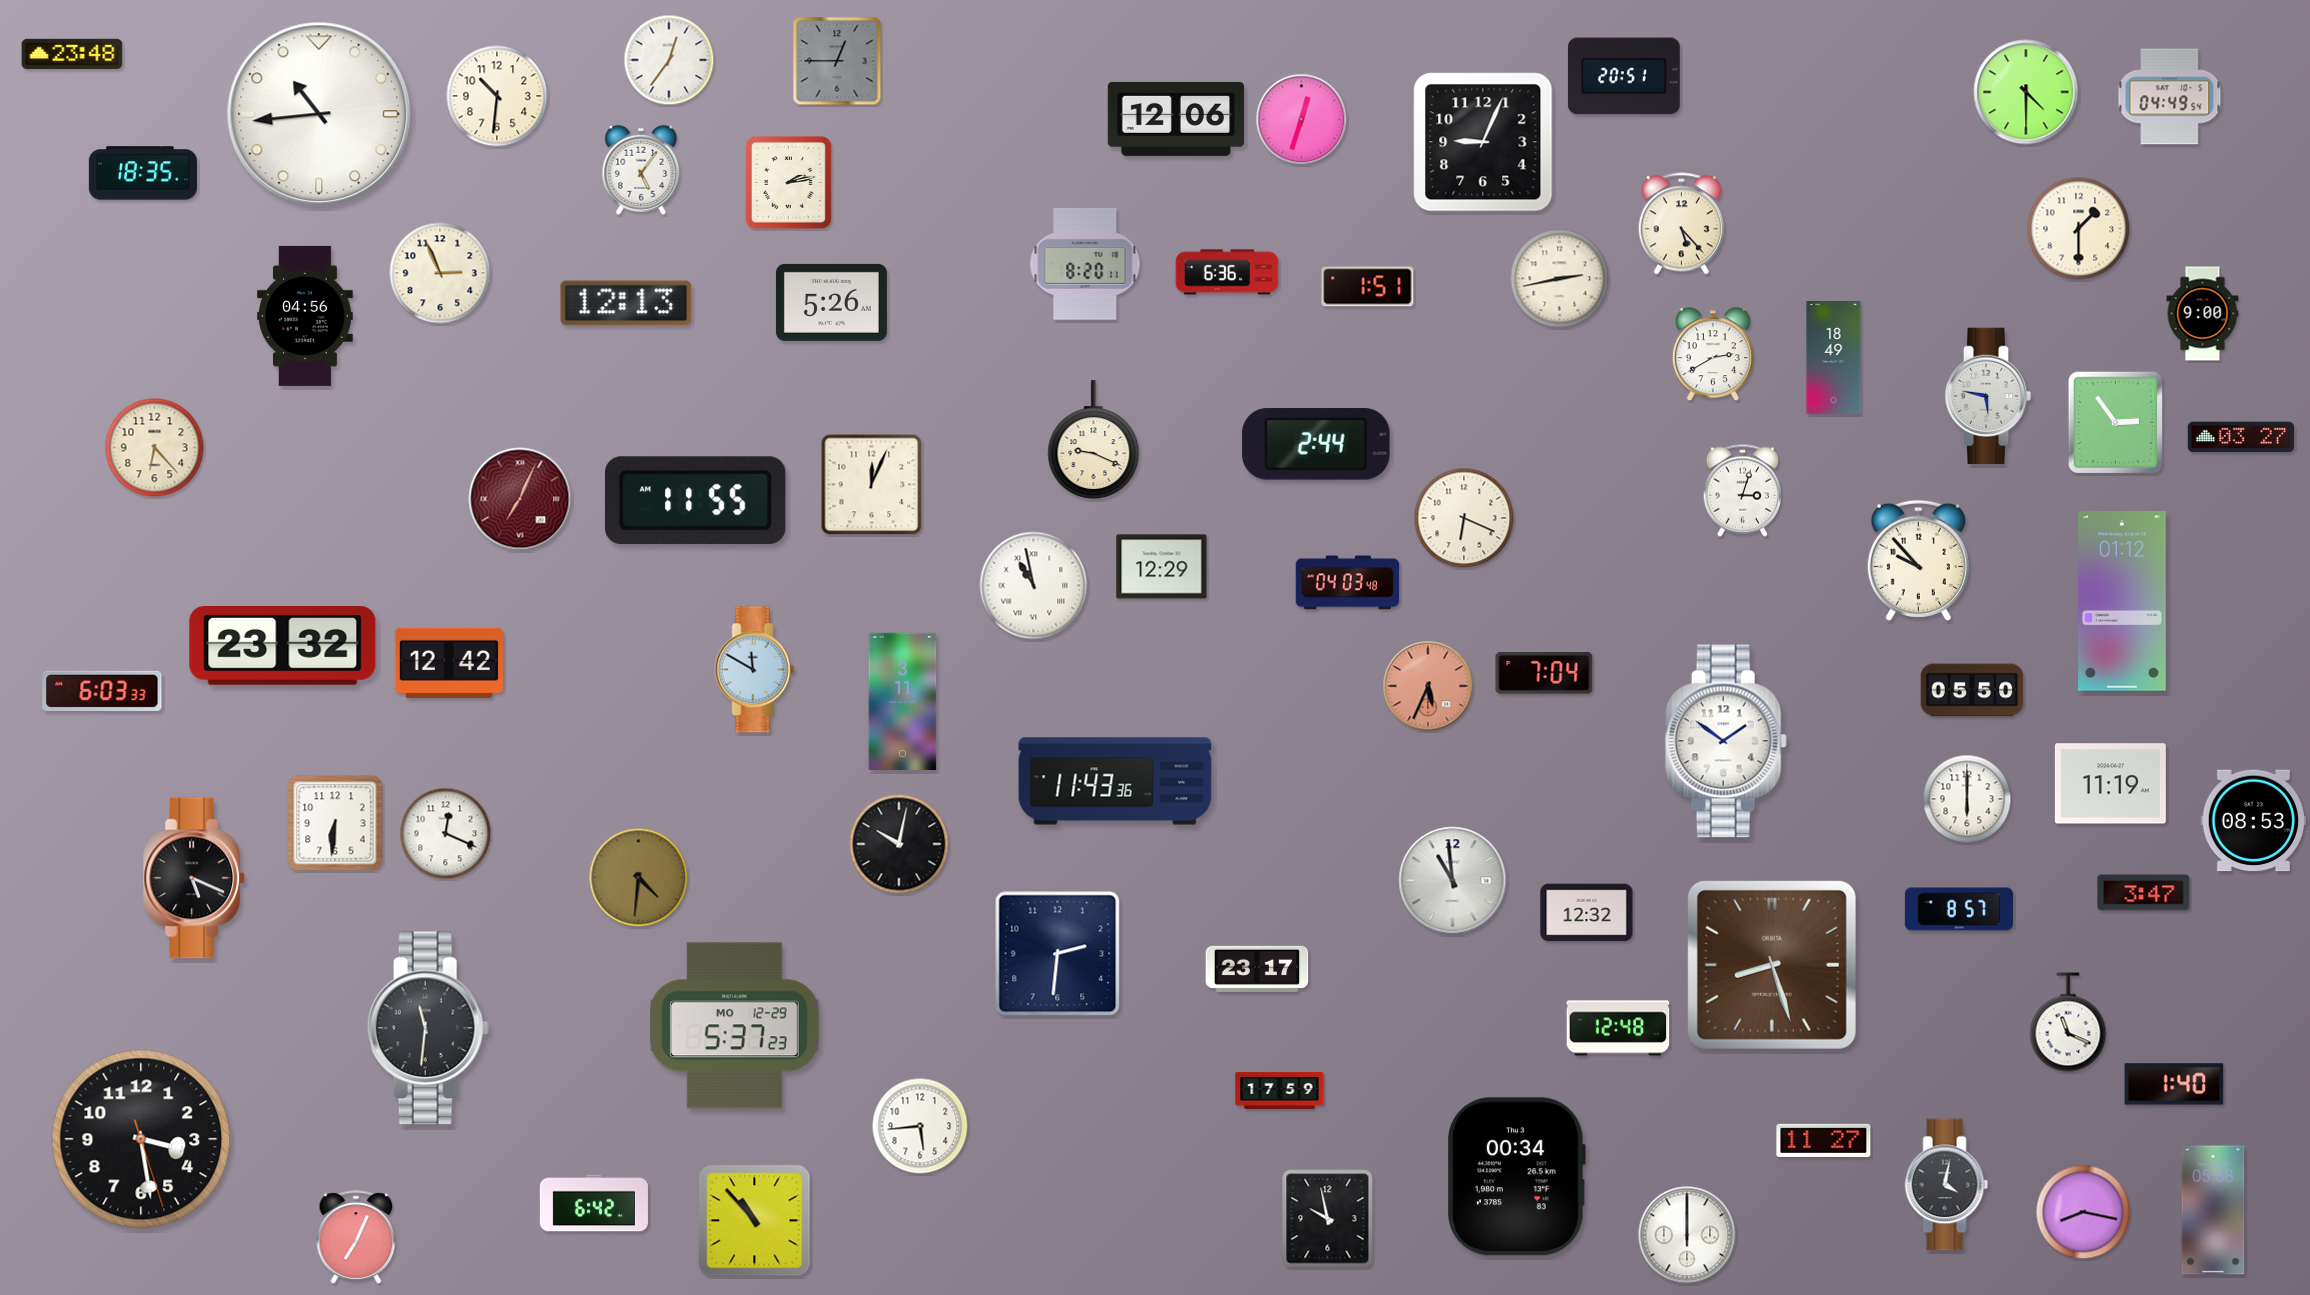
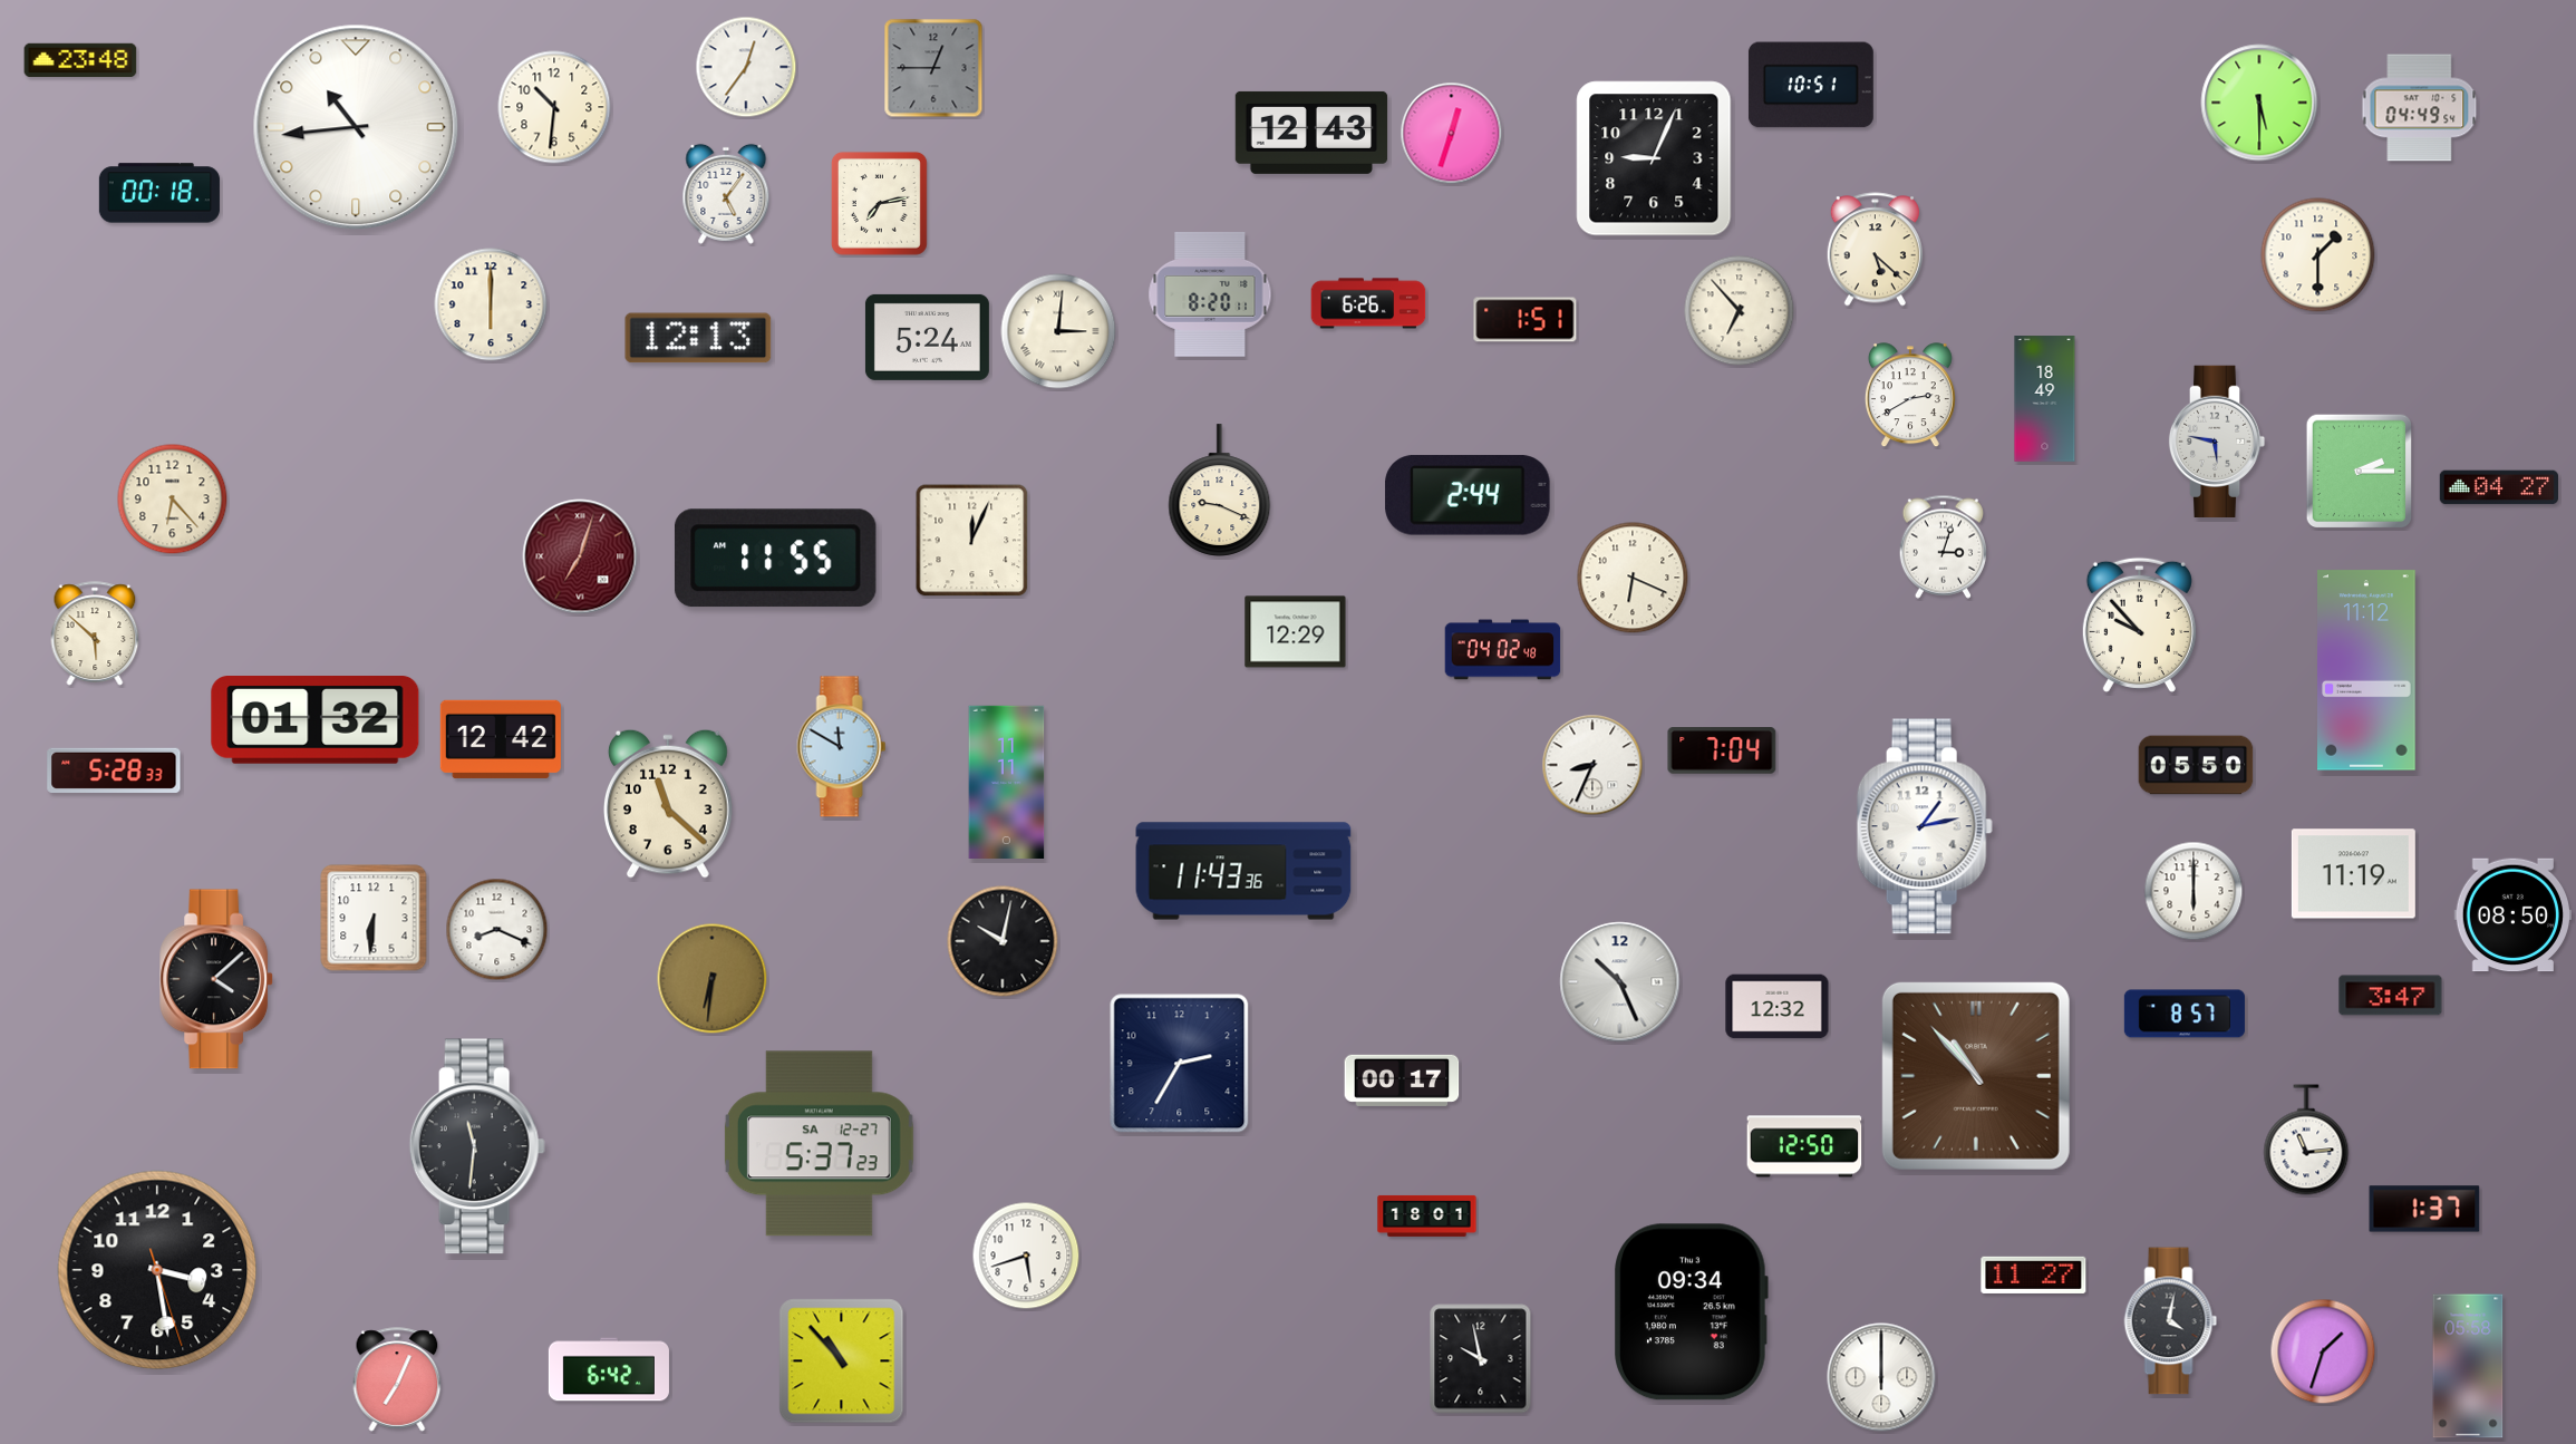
clock at (1624, 76): 20:51 -> 10:51
clock at (2026, 92): 4:30 -> 5:30
clock at (1176, 119): 12:06 -> 12:43
clock at (641, 170) position: (641, 170) -> (726, 194)
clock at (143, 173): 18:35 -> 00:18
clock at (788, 182): 2:13 -> 7:13
clock at (1681, 224): 5:23 -> 5:22
clock at (1227, 272): 6:36 -> 6:26
clock at (440, 273): 2:56 -> 6:00
clock at (1560, 279): 2:43 -> 6:53
clock at (1058, 331): none -> 3:01
clock at (831, 302): 5:26 -> 5:24
clock at (2203, 314): 9:00 -> none
clock at (305, 316): 04:56 -> none
clock at (2116, 423): 2:54 -> 2:15
clock at (2240, 437): 03:27 -> 04:27
clock at (520, 499): 7:04 -> 7:03
clock at (95, 633): none -> 5:52
clock at (1348, 583): 04:03 -> 04:02
clock at (1034, 586): 10:58 -> none
clock at (2123, 601): 01:12 -> 11:12
clock at (283, 646): 23:32 -> 01:32
clock at (1428, 686): 5:34 -> 8:34
clock at (1428, 686) dial: salmon -> white
clock at (1972, 690) position: (1972, 690) -> (2196, 765)
clock at (102, 691): 6:03 -> 5:28
clock at (903, 701): 3:11 -> 11:11
clock at (669, 804): none -> 11:22
clock at (1726, 741): 1:51 -> 1:13
clock at (2253, 821): 08:53 -> 08:50
clock at (446, 834): 12:19 -> 8:19
clock at (195, 878): 5:19 -> 4:08
clock at (639, 878): 4:31 -> 6:31
clock at (1453, 881): 10:59 -> 10:26
clock at (1587, 913) position: (1587, 913) -> (1778, 1007)
clock at (1058, 954): 2:31 -> 2:35
clock at (1772, 965): 8:27 -> 10:53
clock at (1257, 969): 23:17 -> 00:17
clock at (2068, 1022): 11:19 -> 11:14
clock at (734, 1026) date: MO 12-29 -> SA 12-27
clock at (1618, 1028): 12:48 -> 12:50
clock at (2174, 1084): 1:40 -> 1:37
clock at (1280, 1090): 17:59 -> 18:01
clock at (920, 1126): 5:44 -> 5:42
clock at (1824, 1140) position: (1824, 1140) -> (2034, 1275)
clock at (1516, 1177): 00:34 -> 09:34
clock at (594, 1203) position: (594, 1203) -> (609, 1369)
clock at (2213, 1210) position: (2213, 1210) -> (2468, 1366)
clock at (2083, 1212): 8:17 -> 1:33
